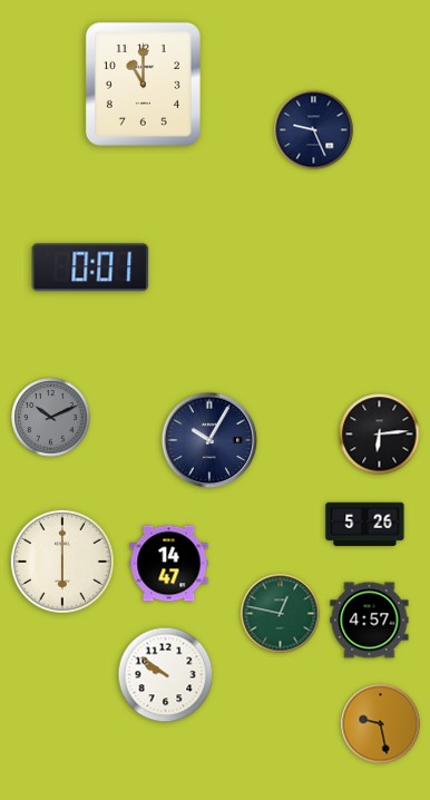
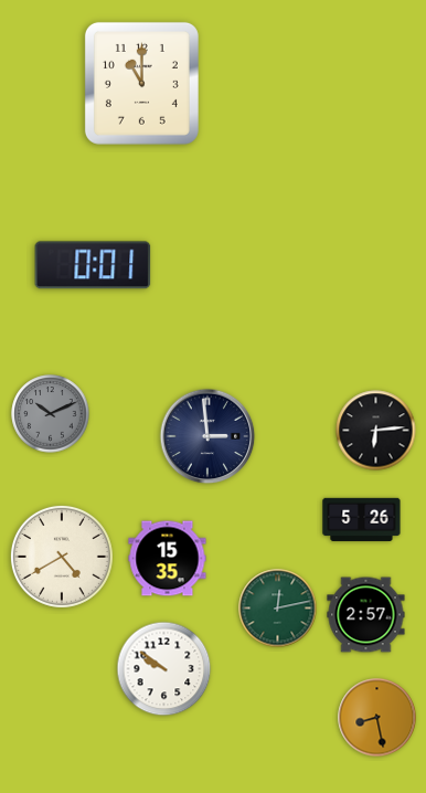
clock at (314, 130): 9:26 -> none
clock at (90, 267) position: (90, 267) -> (93, 265)
clock at (209, 440): 10:05 -> 2:59
clock at (62, 562): 6:00 -> 4:40
clock at (169, 564): 14:47 -> 15:35
clock at (281, 614): 12:47 -> 12:13
clock at (370, 621): 4:57 -> 2:57
clock at (381, 724): 9:28 -> 8:28
